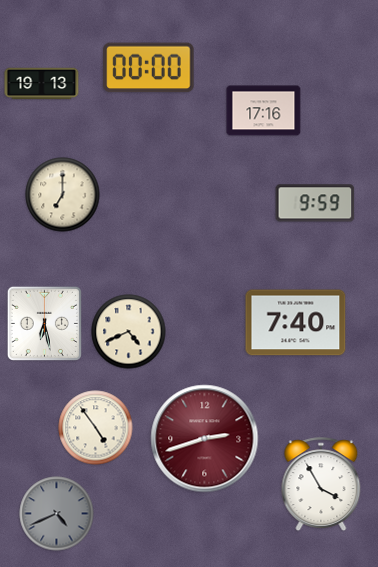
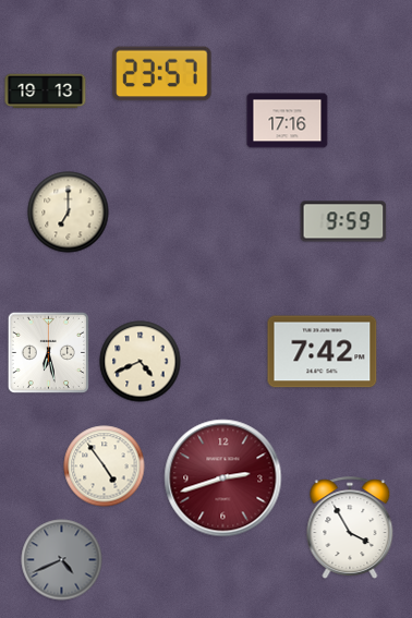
clock at (149, 68): 00:00 -> 23:57
clock at (296, 323): 7:40 -> 7:42
